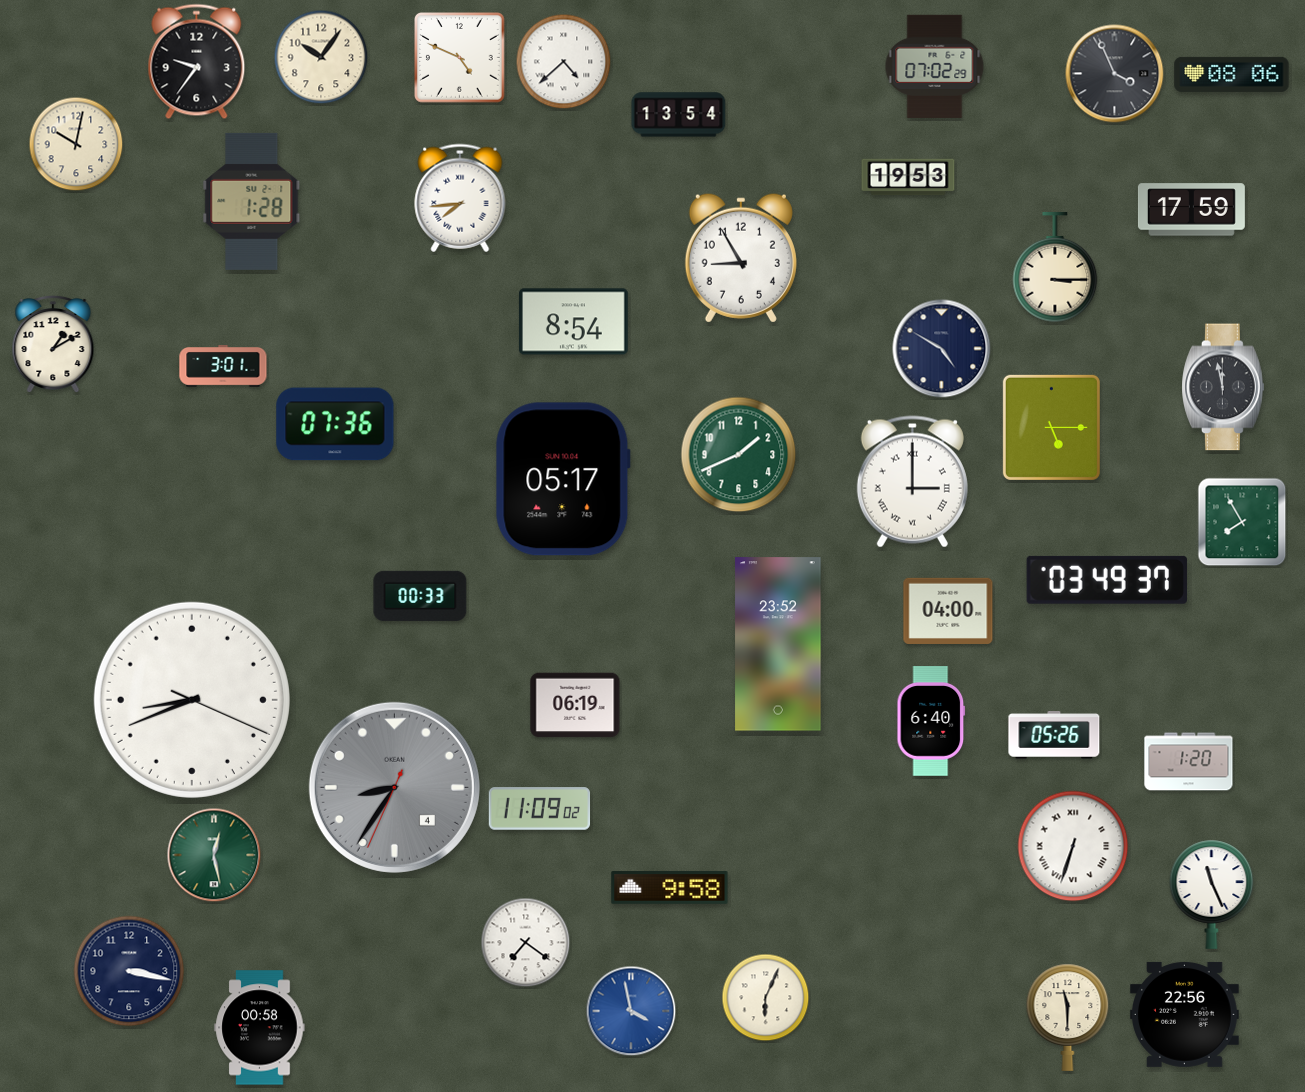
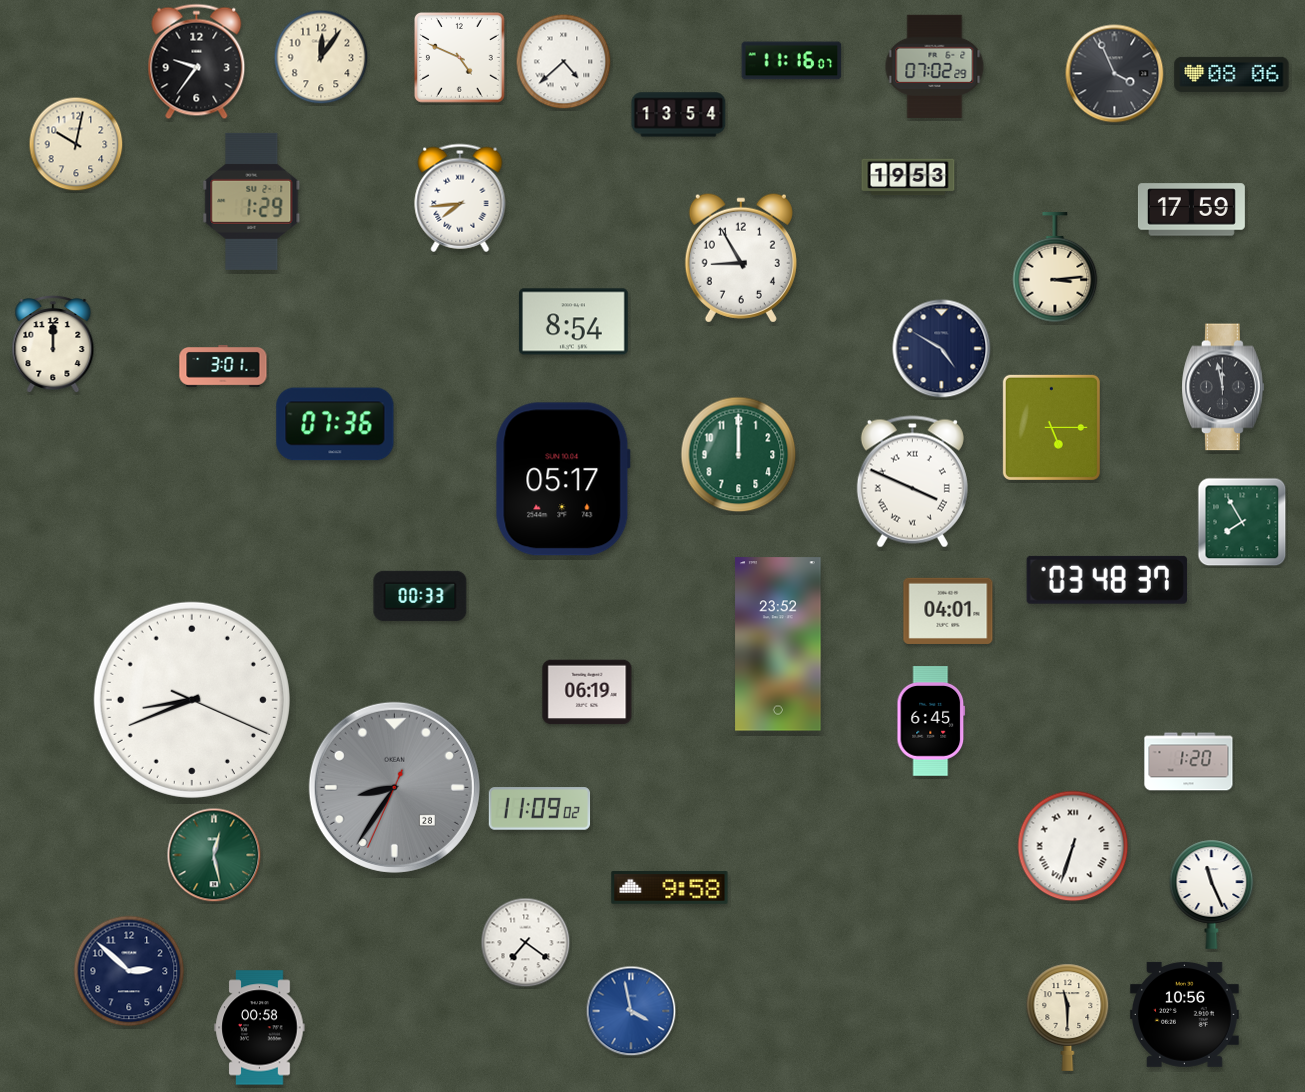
clock at (321, 57): 10:06 -> 12:06
clock at (792, 61): none -> 11:16
clock at (252, 201): 1:28 -> 1:29
clock at (1055, 268): 3:15 -> 3:14
clock at (53, 343): 1:10 -> 12:00
clock at (739, 455): 1:41 -> 12:00
clock at (912, 482): 3:00 -> 3:49
clock at (1107, 580): 03:49 -> 03:48
clock at (948, 611): 04:00 -> 04:01
clock at (575, 705) position: (575, 705) -> (587, 692)
clock at (931, 721): 6:40 -> 6:45
clock at (1054, 735): 05:26 -> none
clock at (394, 787) date: 4 -> 28
clock at (129, 971): 3:17 -> 2:52
clock at (766, 998): 6:04 -> none
clock at (1185, 1014): 22:56 -> 10:56
